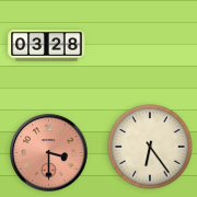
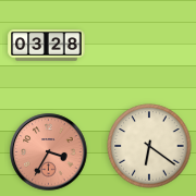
clock at (150, 147): 6:24 -> 6:21
clock at (49, 153): 3:30 -> 3:35
